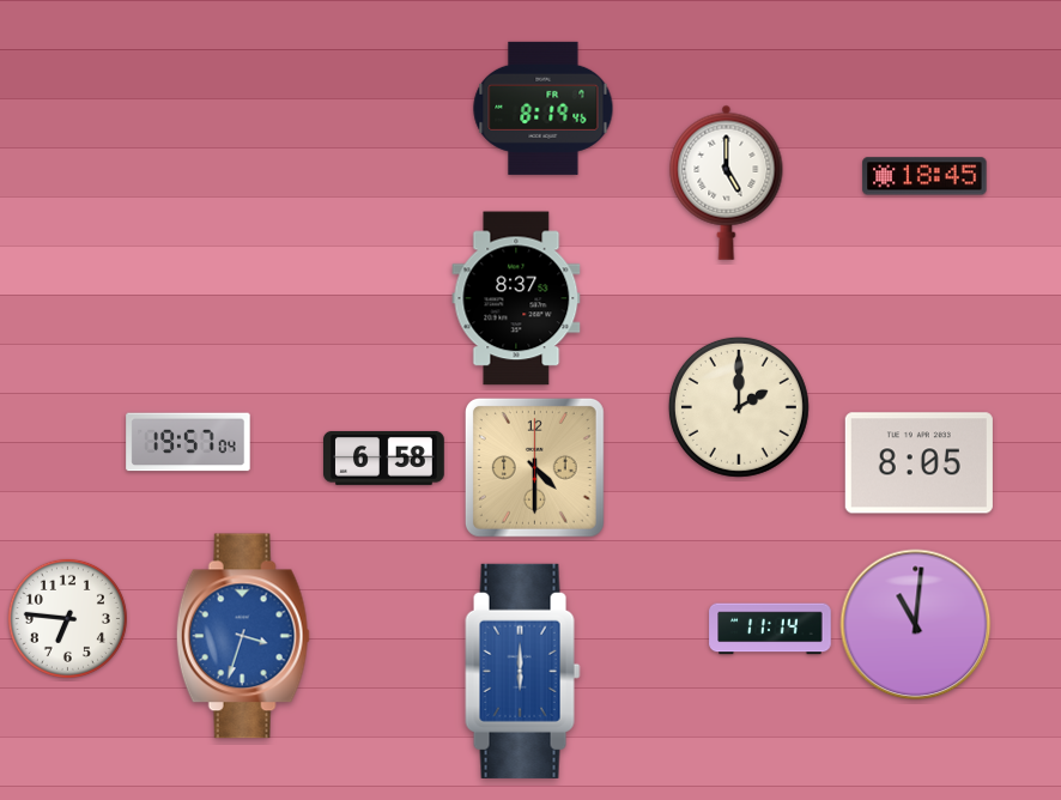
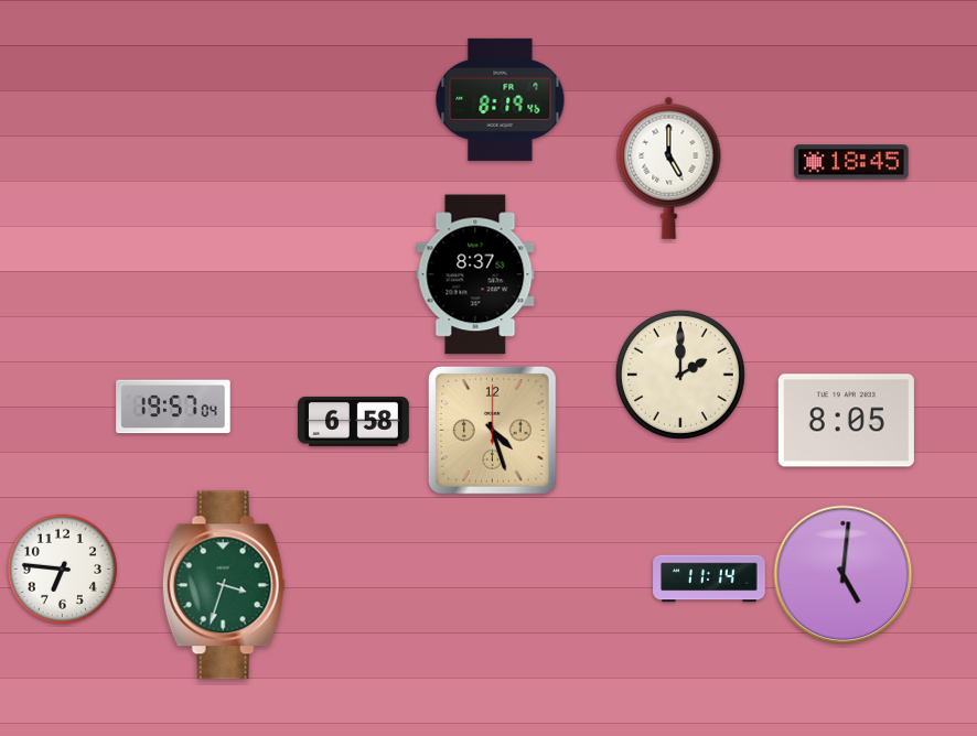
clock at (918, 463) position: (918, 463) -> (846, 421)
clock at (534, 467): 4:30 -> 4:27
clock at (916, 625): 11:01 -> 5:01
clock at (243, 636) dial: blue -> green
clock at (523, 671): 6:00 -> none
